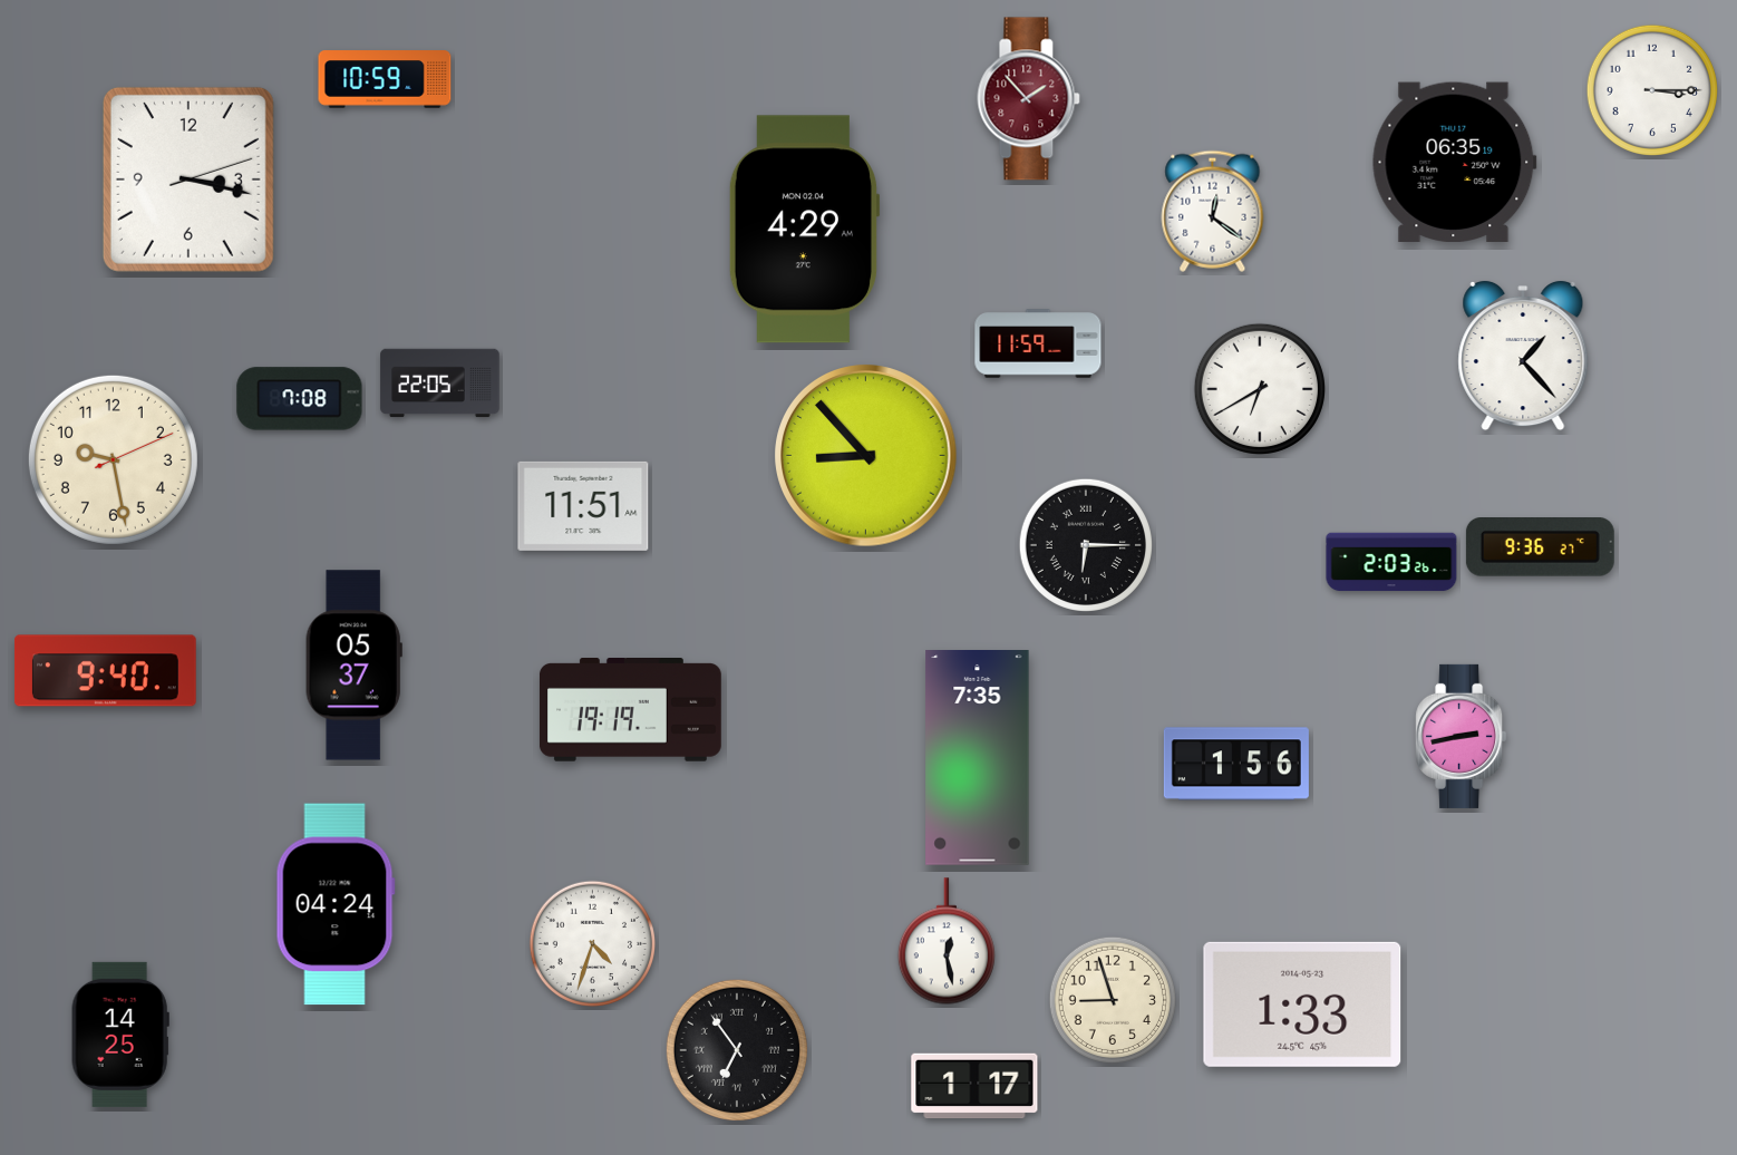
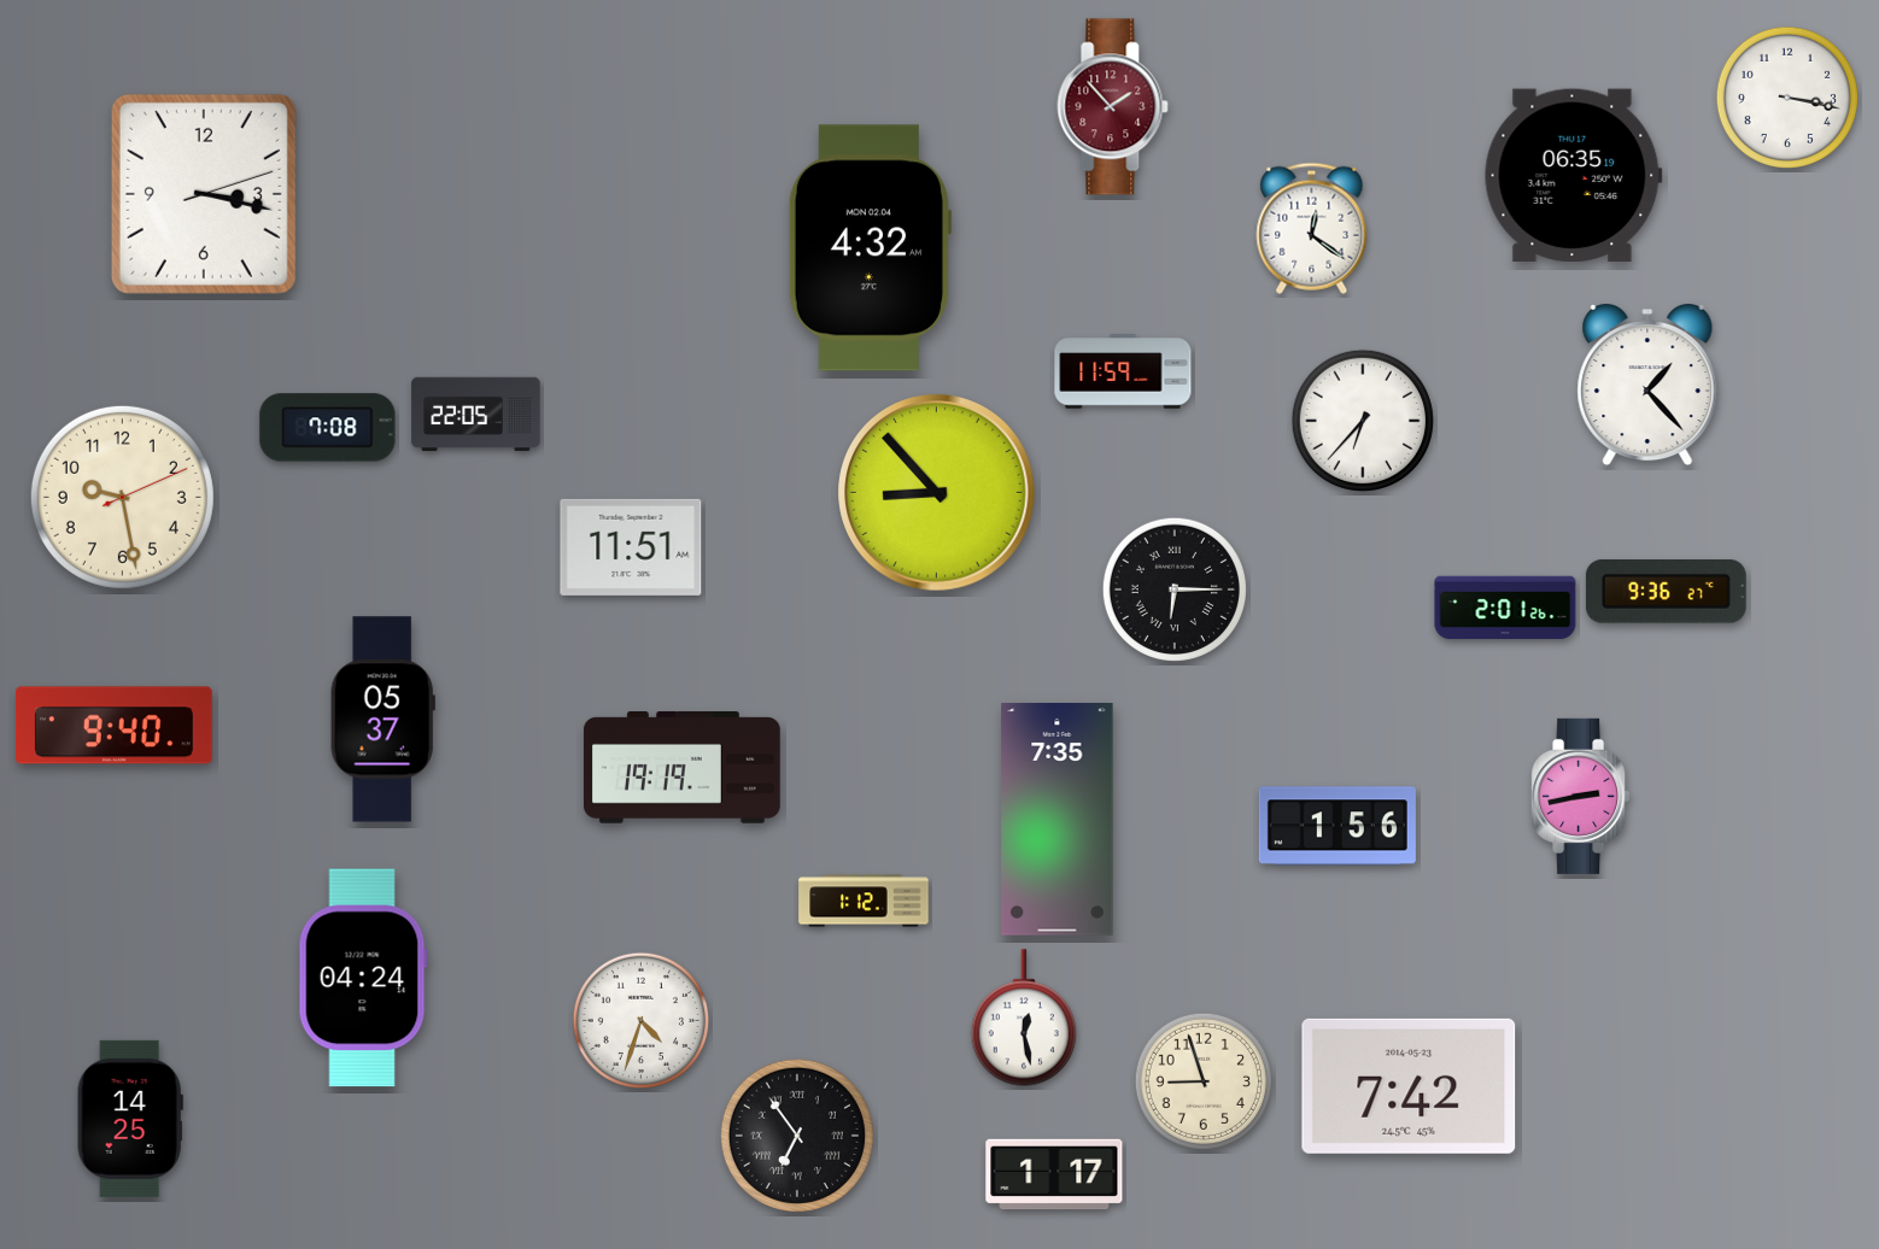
clock at (385, 79): 10:59 -> none
clock at (1652, 90): 3:15 -> 3:17
clock at (804, 230): 4:29 -> 4:32
clock at (1260, 389): 6:40 -> 6:37
clock at (300, 399) position: (300, 399) -> (328, 428)
clock at (1391, 562): 2:03 -> 2:01
clock at (864, 901): none -> 1:12
clock at (1302, 1004): 1:33 -> 7:42
